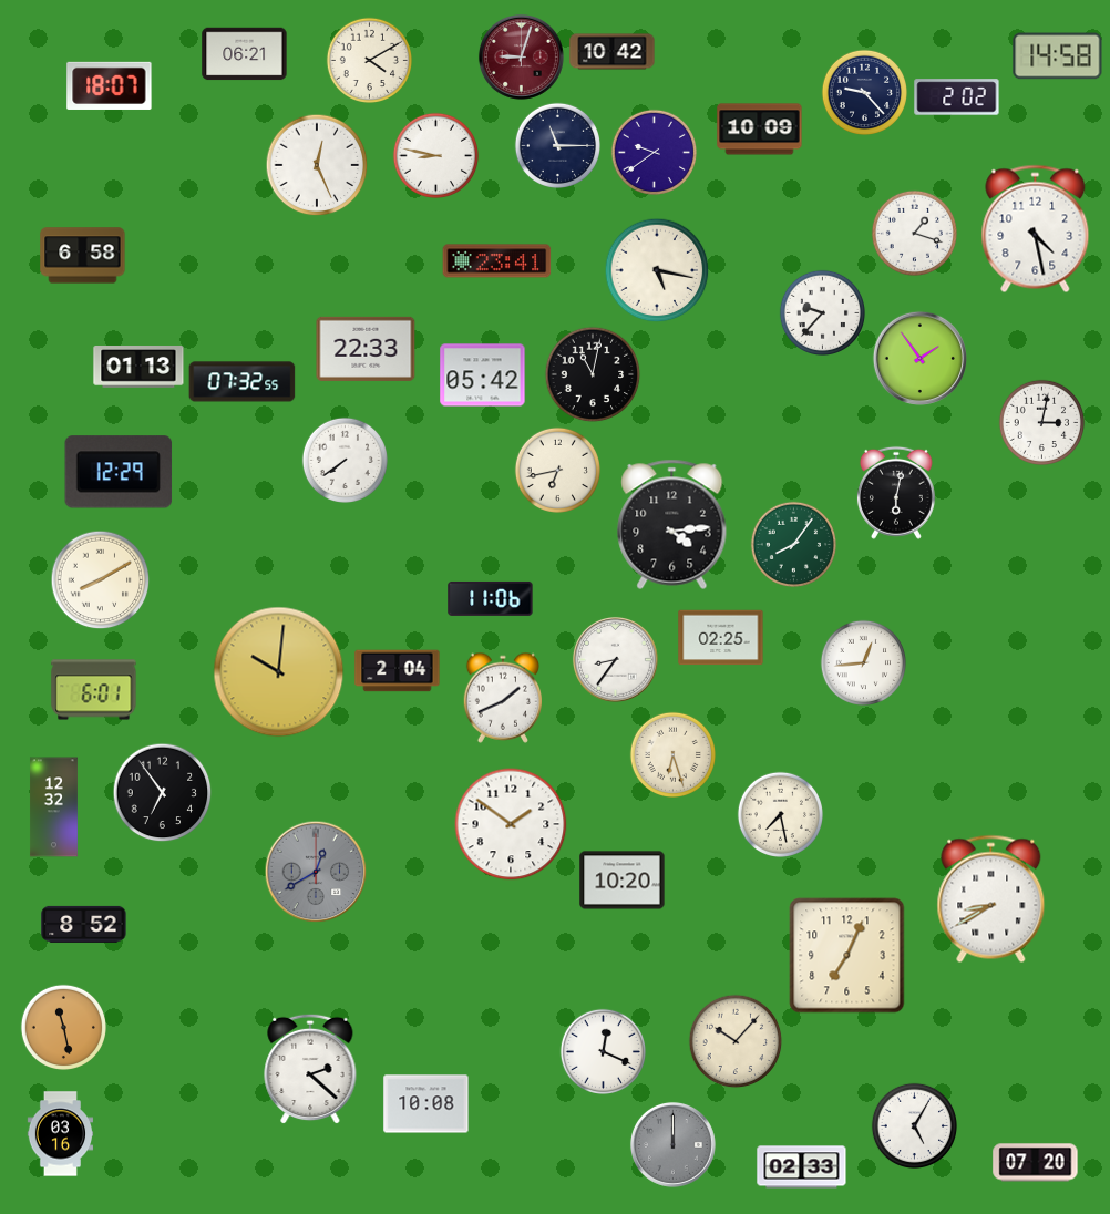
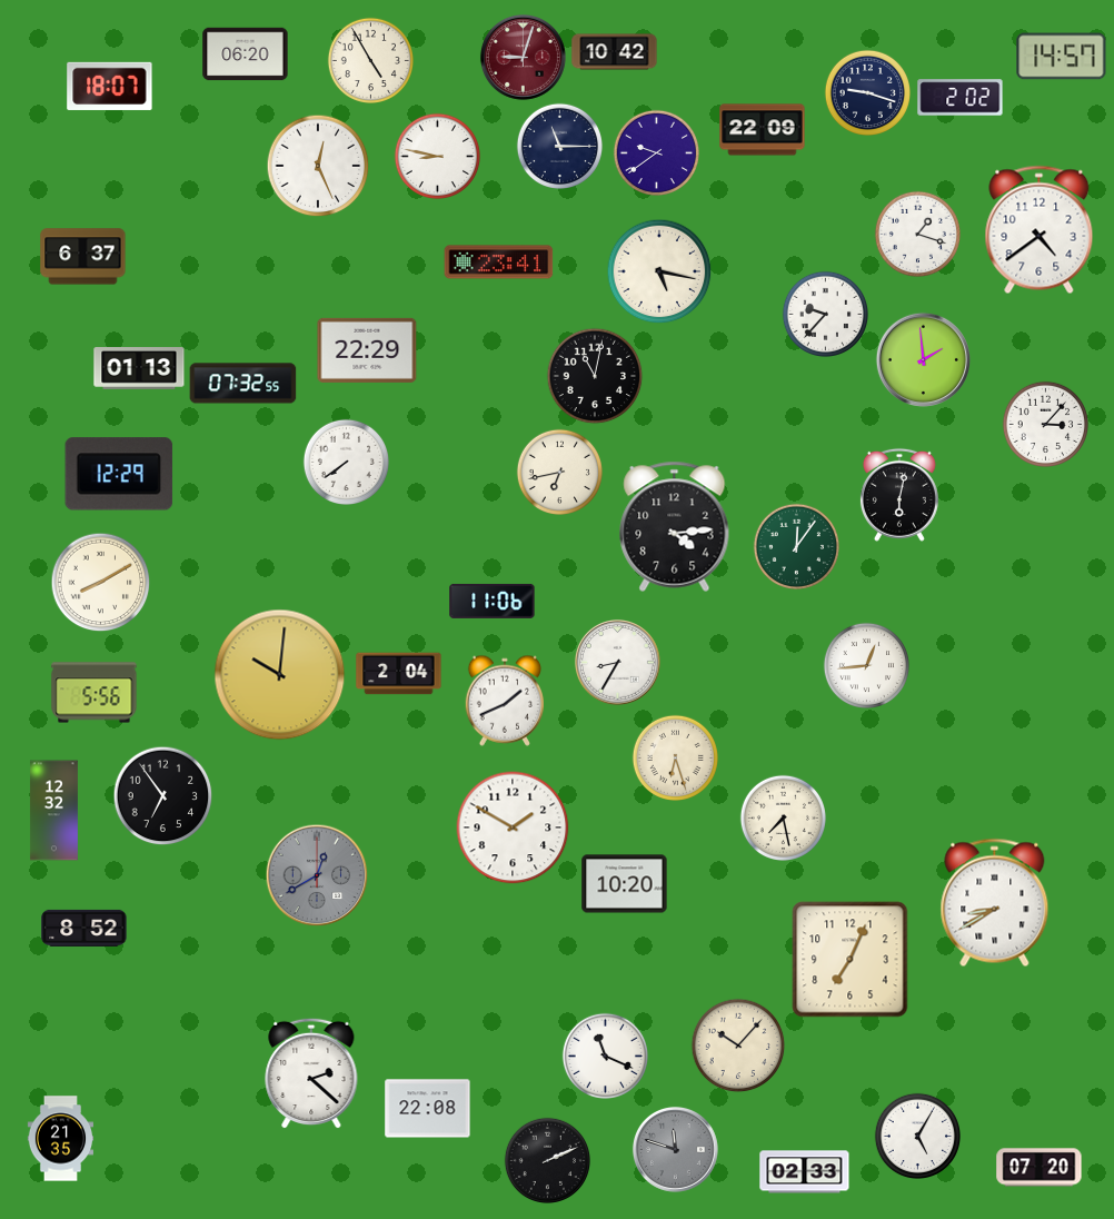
clock at (245, 54): 06:21 -> 06:20
clock at (1058, 56): 14:58 -> 14:57
clock at (369, 60): 4:10 -> 4:55
clock at (864, 92): 9:23 -> 9:18
clock at (760, 130): 10:09 -> 22:09
clock at (1036, 229): 4:28 -> 4:39
clock at (83, 256): 6:58 -> 6:37
clock at (366, 349): 22:33 -> 22:29
clock at (919, 358): 1:54 -> 1:59
clock at (483, 375): 05:42 -> none
clock at (1041, 422): 3:02 -> 3:07
clock at (793, 544): 8:06 -> 12:06
clock at (721, 638): 02:25 -> none
clock at (615, 659): 8:36 -> 8:35
clock at (94, 690): 6:01 -> 5:56
clock at (511, 824): 1:51 -> 1:50
clock at (63, 1027): 11:28 -> none
clock at (603, 1051): 12:19 -> 11:19
clock at (426, 1104): 10:08 -> 22:08
clock at (914, 1125) position: (914, 1125) -> (917, 1136)
clock at (60, 1134): 03:16 -> 21:35
clock at (672, 1144): 12:00 -> 11:48
clock at (547, 1160): none -> 2:11
